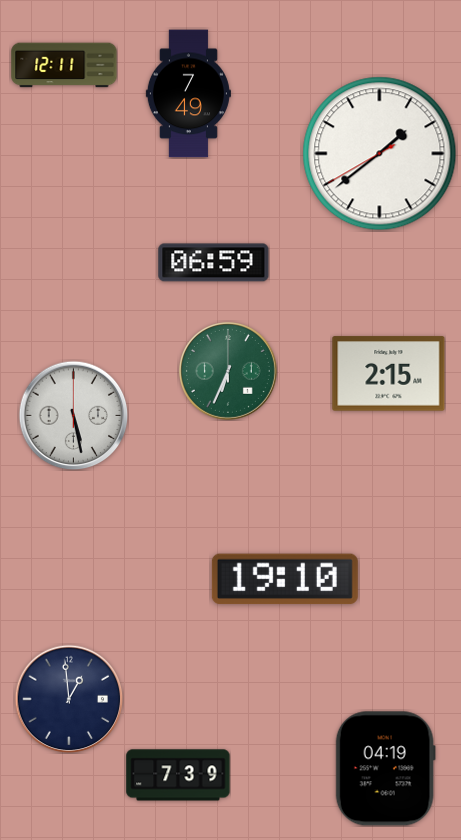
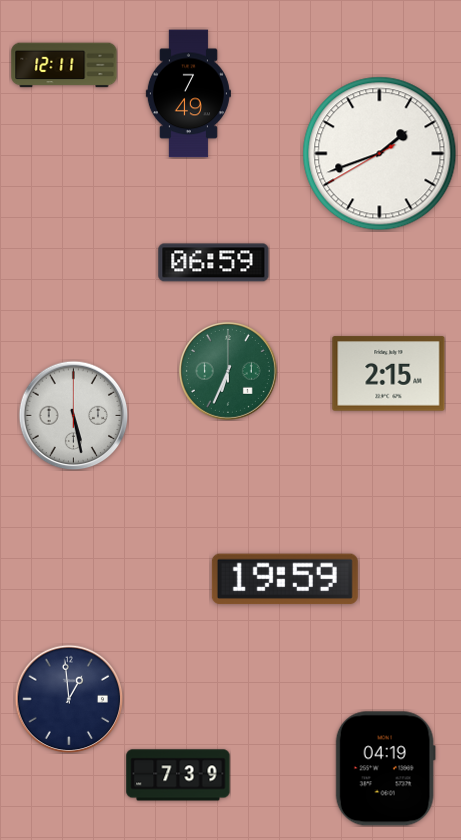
clock at (380, 154): 1:38 -> 1:41
clock at (285, 579): 19:10 -> 19:59
